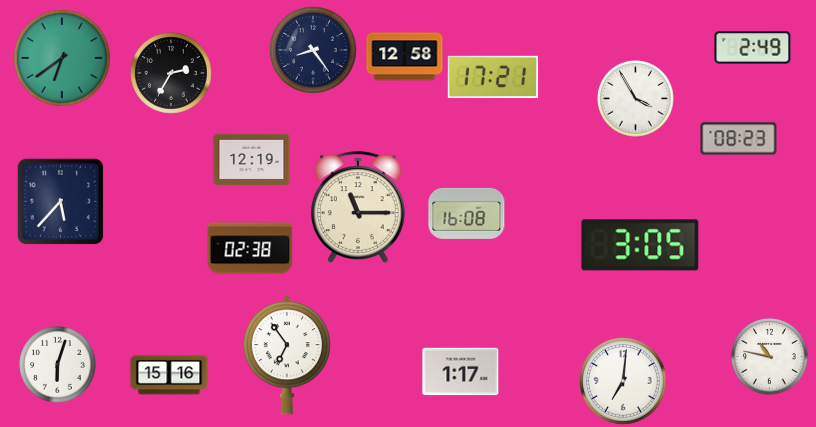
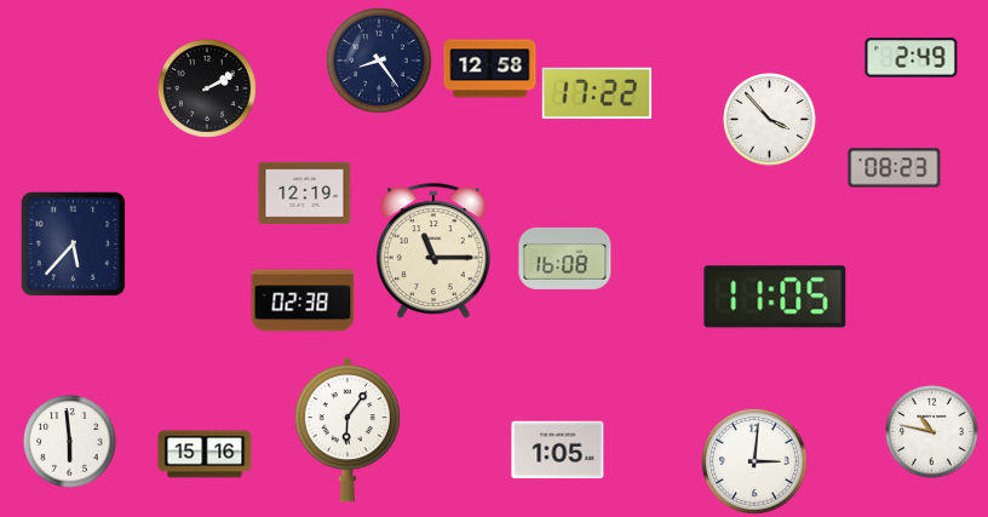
clock at (62, 58): 6:39 -> none
clock at (172, 74): 2:35 -> 2:10
clock at (493, 77): 17:21 -> 17:22
clock at (636, 99): 3:55 -> 3:53
clock at (640, 245): 3:05 -> 11:05
clock at (287, 355): 6:54 -> 6:06
clock at (58, 365): 6:03 -> 5:59
clock at (461, 372): 1:17 -> 1:05
clock at (623, 381): 7:01 -> 3:01
